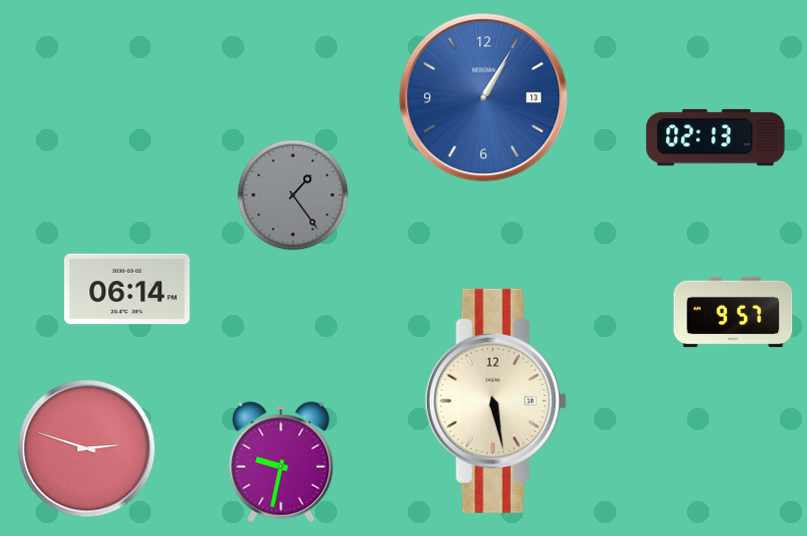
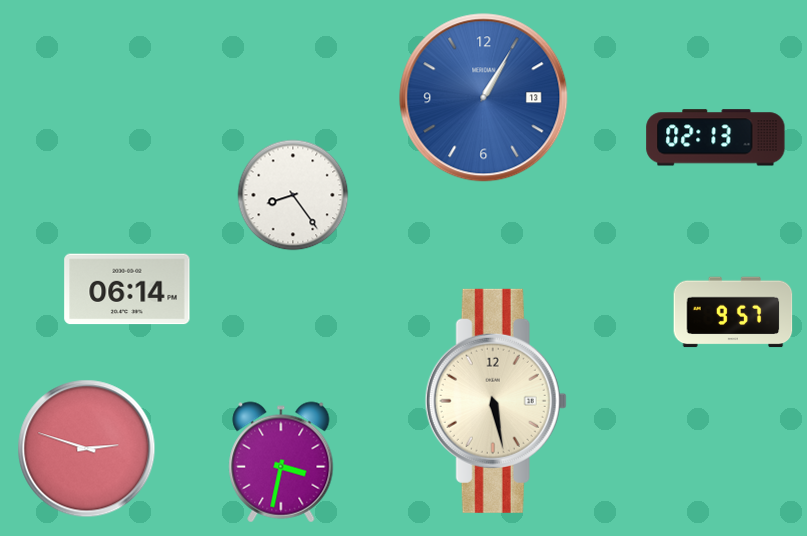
clock at (293, 195): 1:24 -> 8:24
clock at (293, 195) dial: grey -> white
clock at (281, 462): 9:32 -> 3:32
